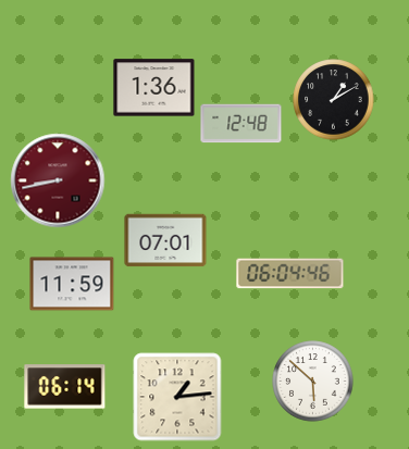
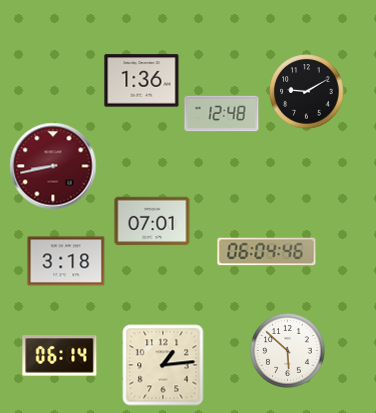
clock at (334, 100): 1:10 -> 9:10
clock at (72, 284): 11:59 -> 3:18
